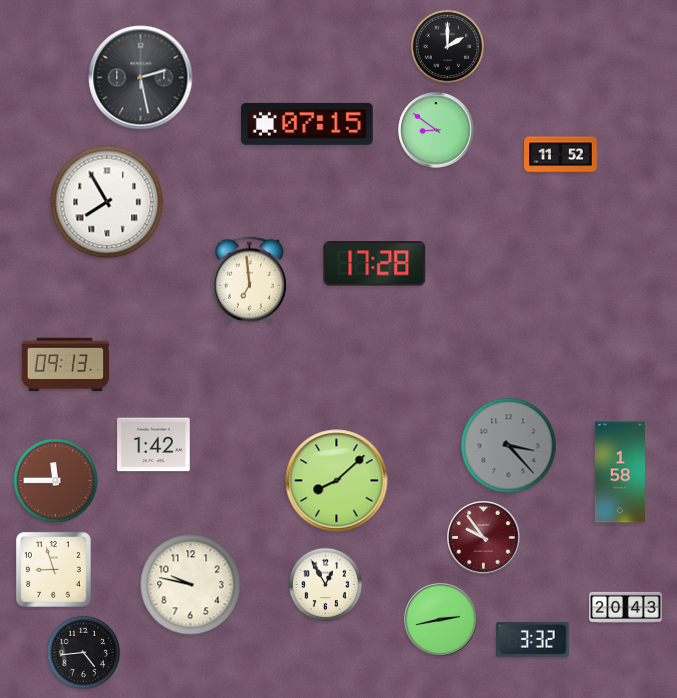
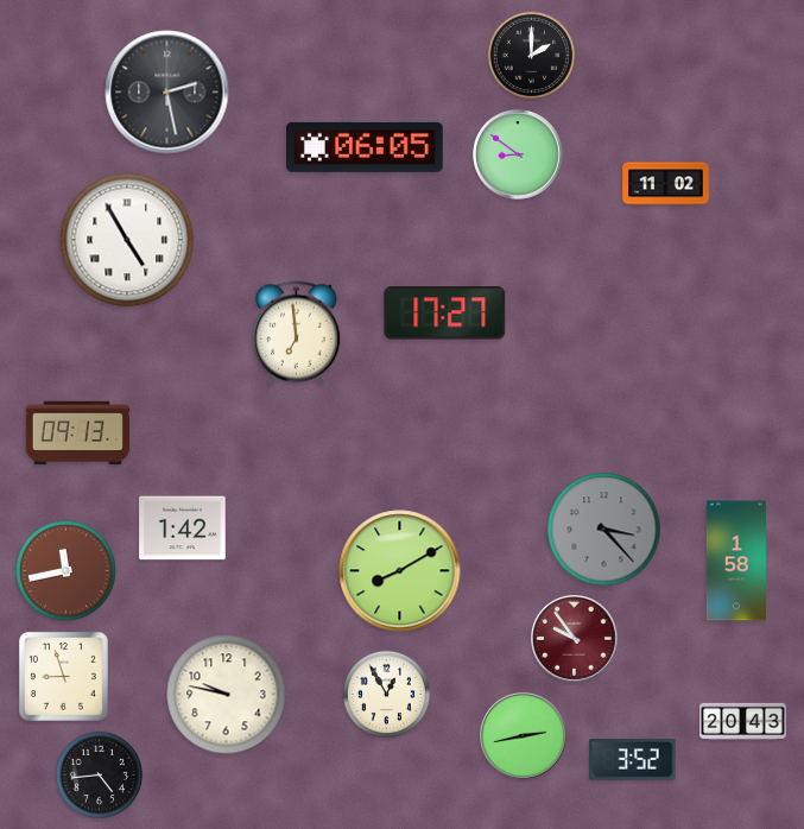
clock at (307, 124): 07:15 -> 06:05
clock at (561, 155): 11:52 -> 11:02
clock at (107, 202): 7:55 -> 4:55
clock at (375, 264): 17:28 -> 17:27
clock at (56, 481): 11:45 -> 11:43
clock at (337, 481): 8:08 -> 8:10
clock at (533, 639): 3:32 -> 3:52
